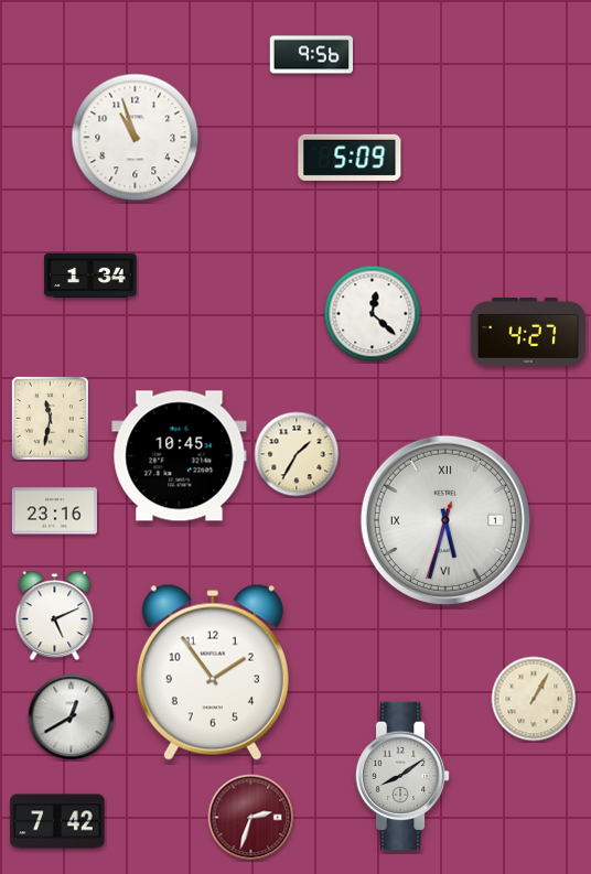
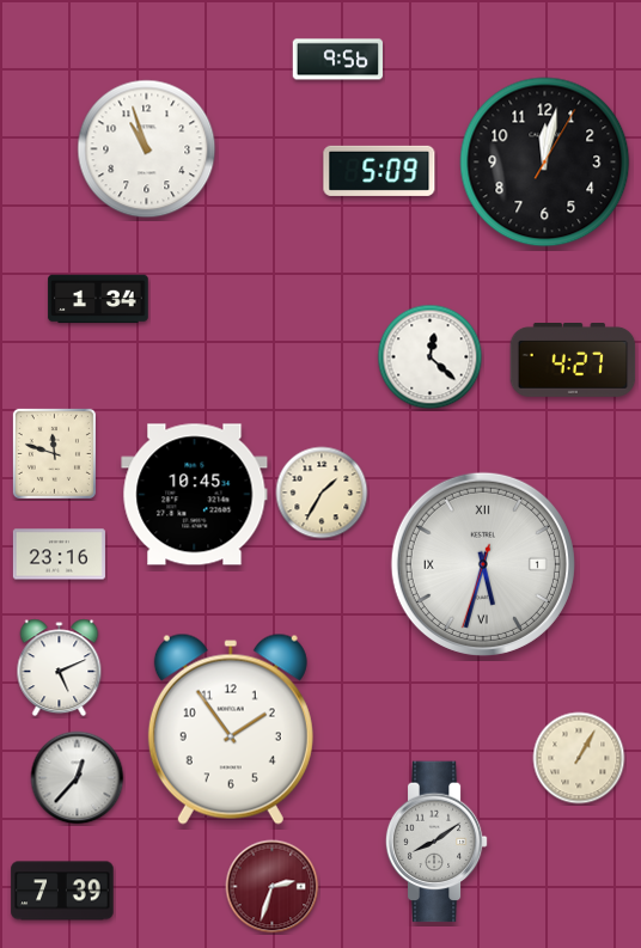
clock at (545, 163): none -> 12:02
clock at (373, 314) position: (373, 314) -> (431, 357)
clock at (50, 418): 11:32 -> 11:48
clock at (72, 717): 12:40 -> 12:37
clock at (57, 821): 7:42 -> 7:39
